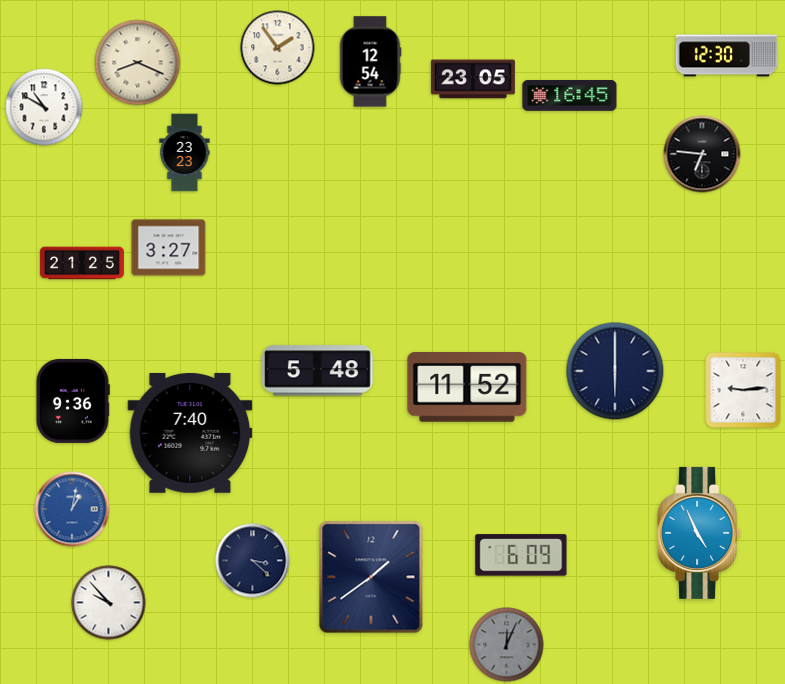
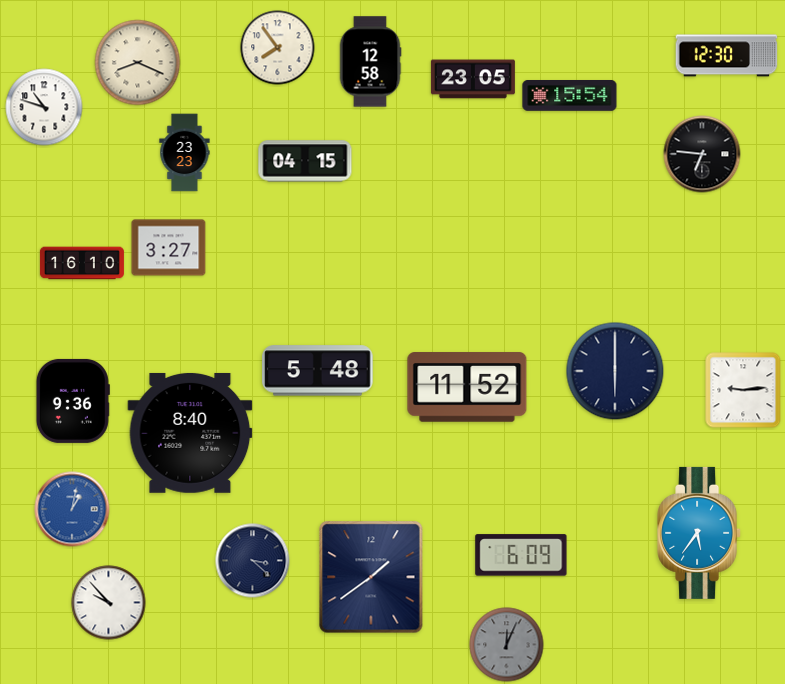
clock at (278, 48): 1:54 -> 7:54
clock at (370, 62): 12:54 -> 12:58
clock at (570, 96): 16:45 -> 15:54
clock at (44, 107): 10:50 -> 10:48
clock at (305, 161): none -> 04:15
clock at (82, 263): 21:25 -> 16:10
clock at (190, 433): 7:40 -> 8:40
clock at (700, 533): 4:56 -> 5:36
